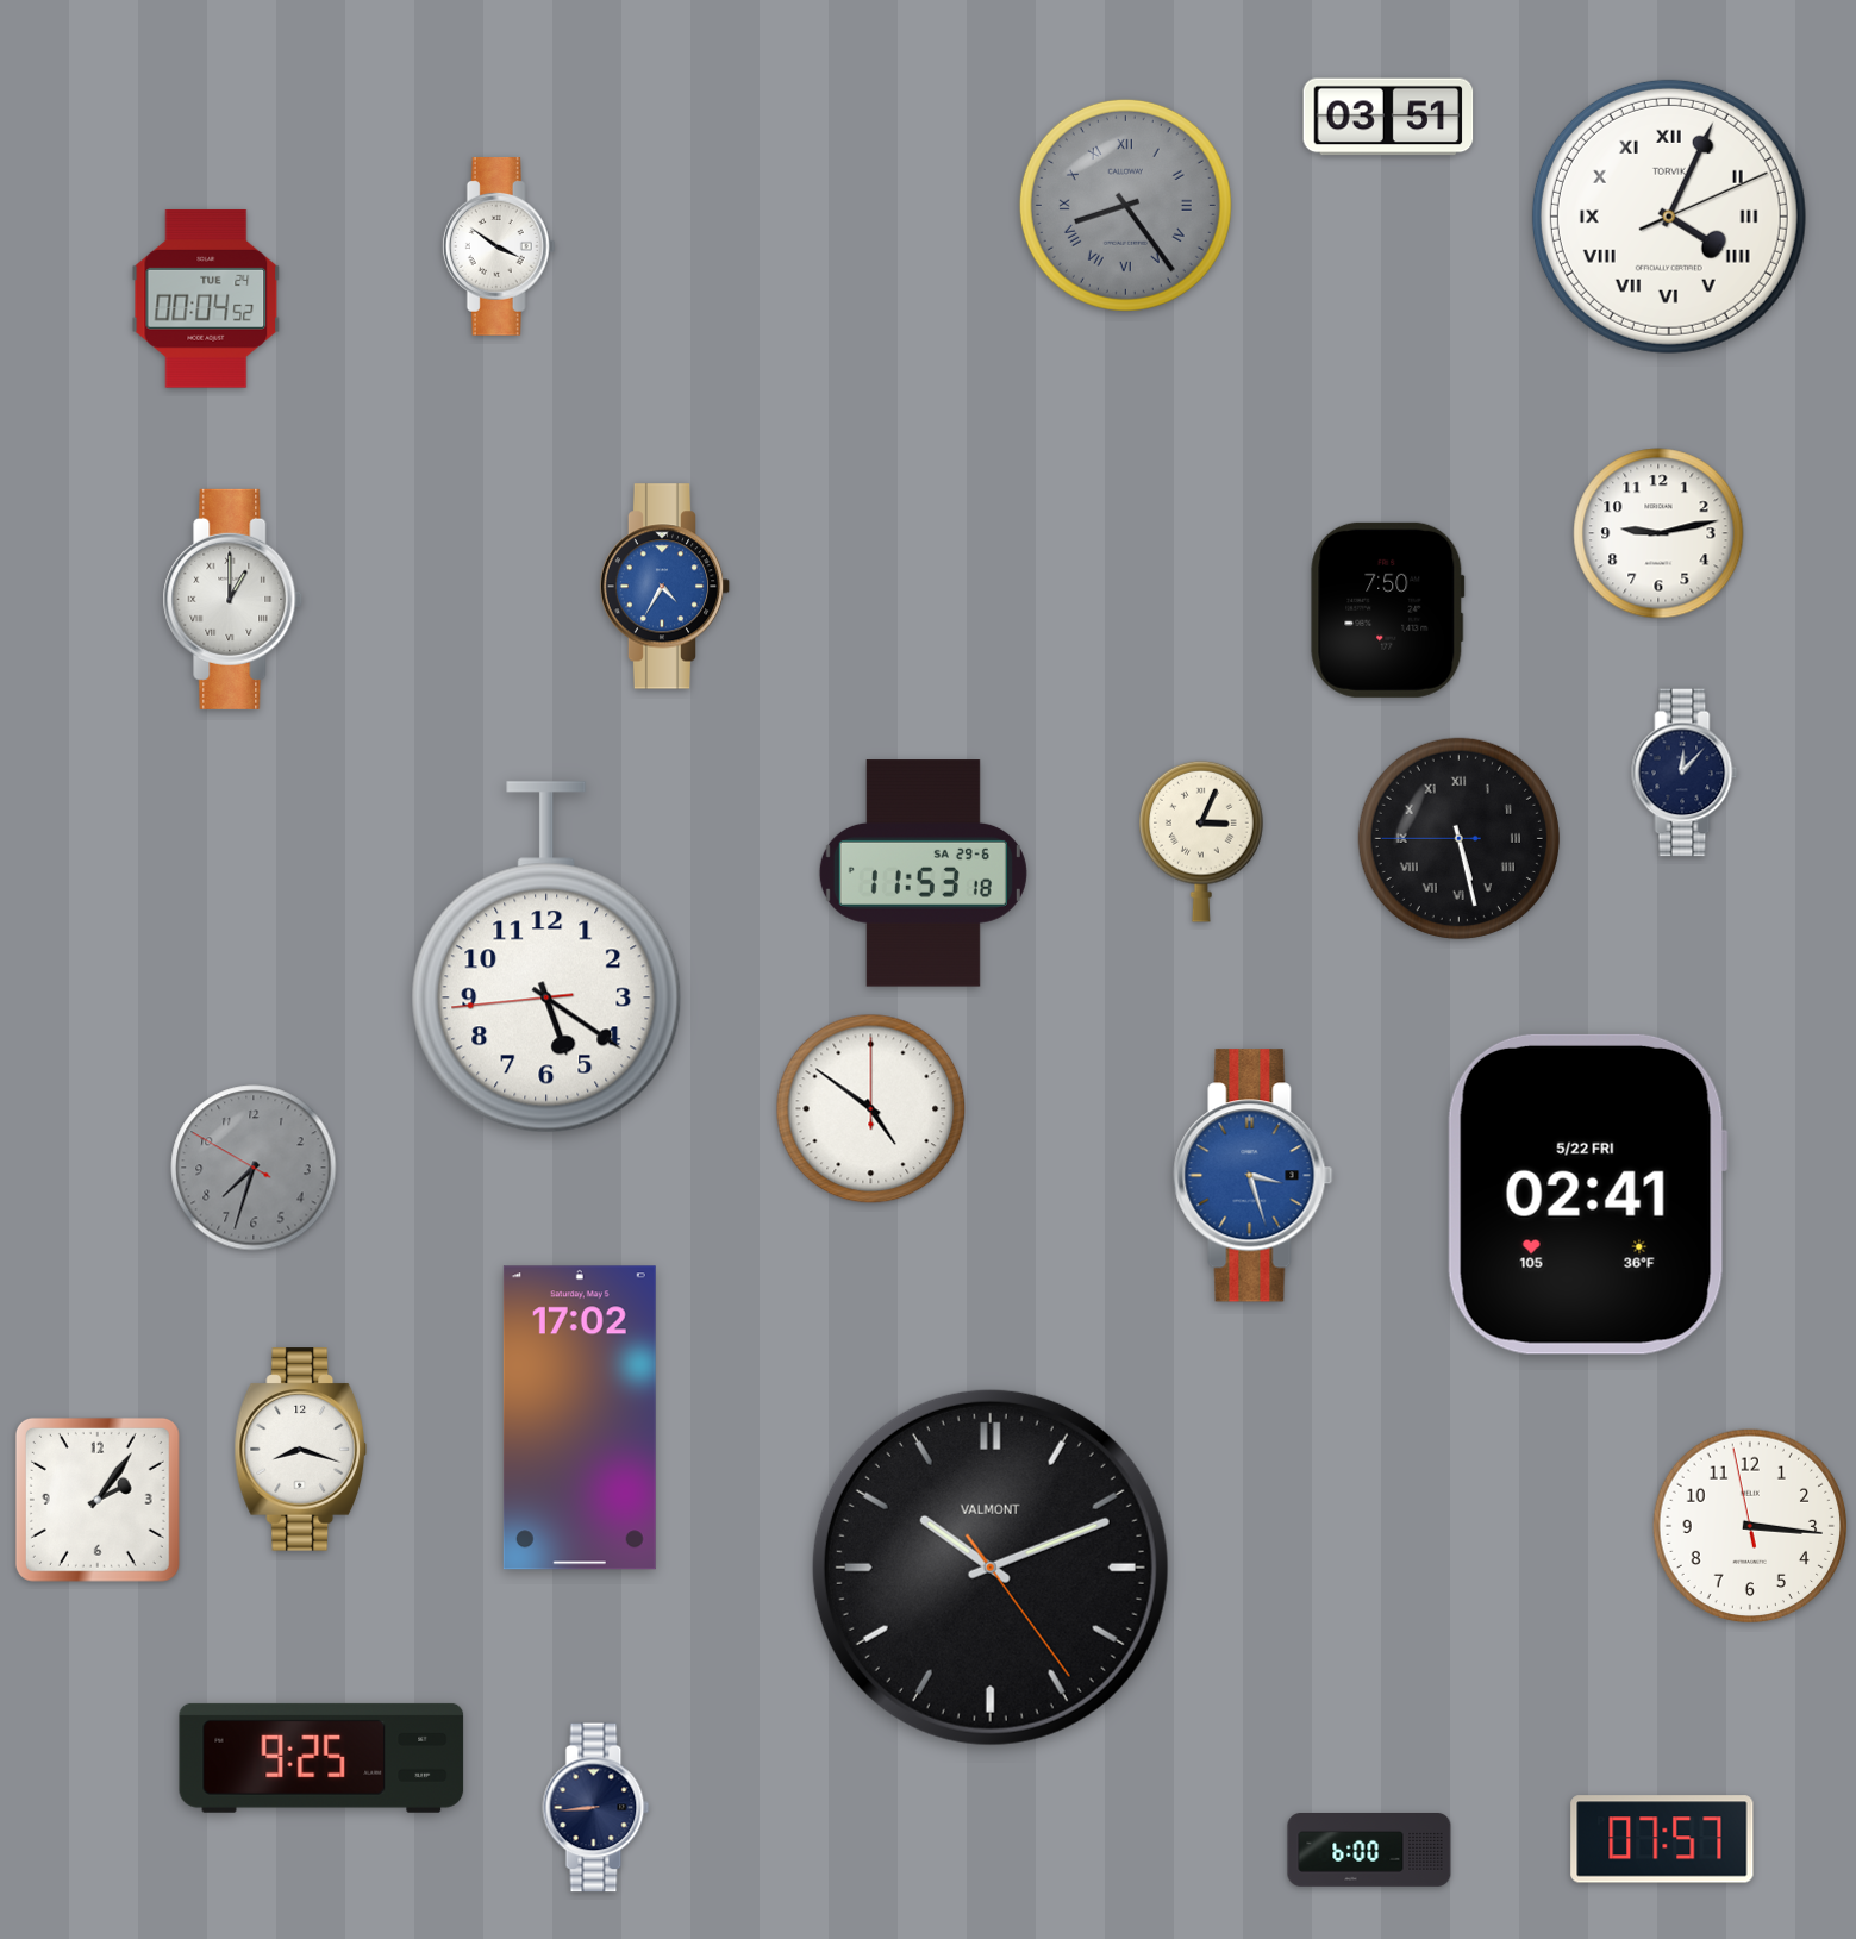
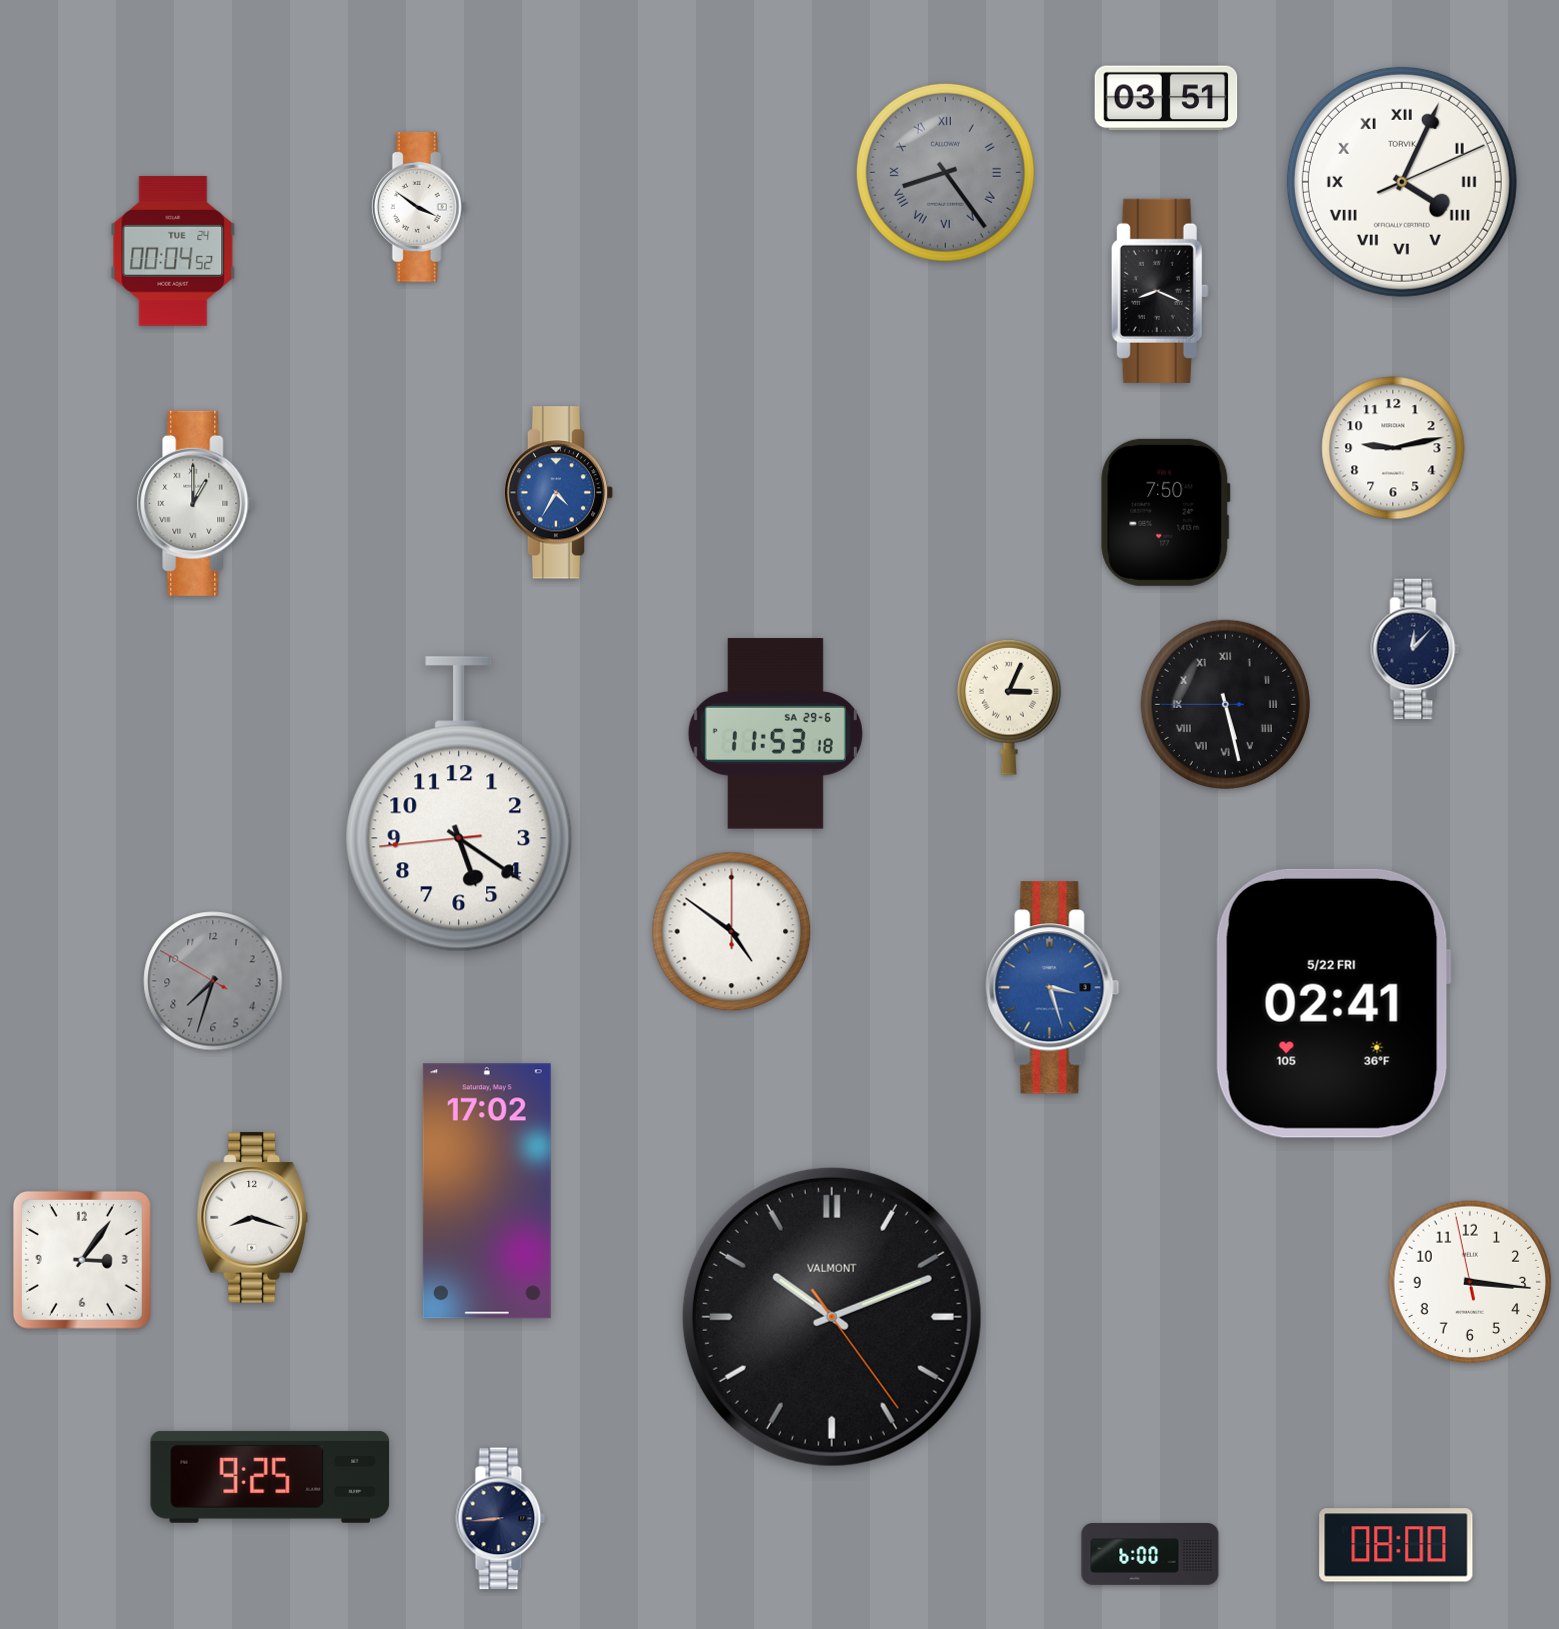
clock at (1160, 291): none -> 8:19
clock at (98, 1500): 2:06 -> 3:06
clock at (1662, 1839): 07:57 -> 08:00
